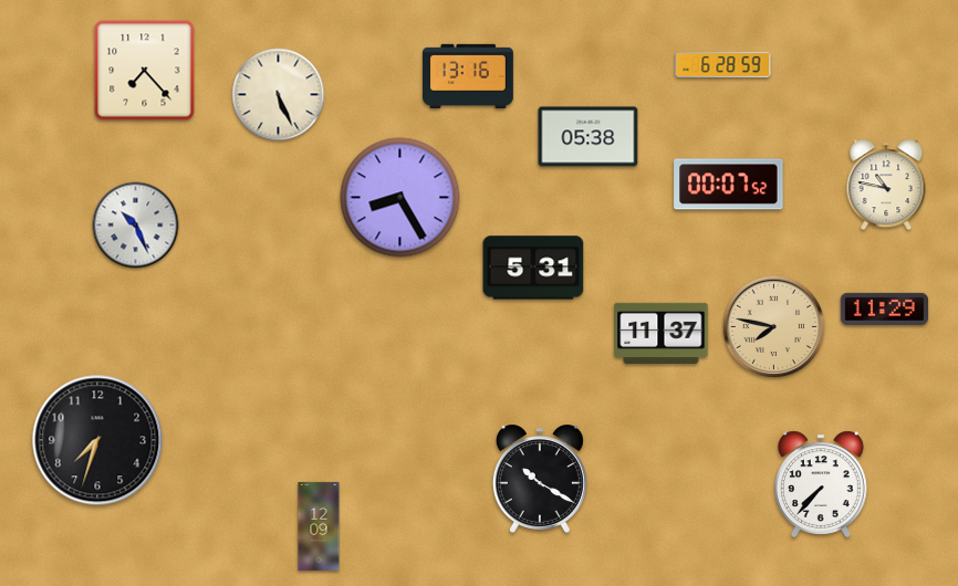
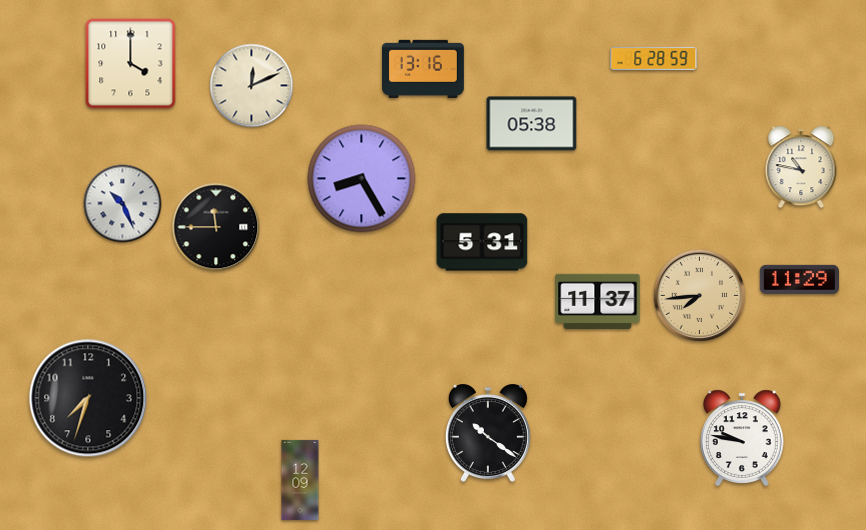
clock at (145, 71): 7:23 -> 4:00
clock at (279, 95): 5:26 -> 12:11
clock at (729, 185): 00:07 -> none
clock at (216, 227): none -> 11:45
clock at (774, 327): 7:47 -> 7:44
clock at (540, 479): 10:20 -> 10:21
clock at (822, 484): 7:37 -> 9:47
clock at (319, 526) position: (319, 526) -> (300, 480)
